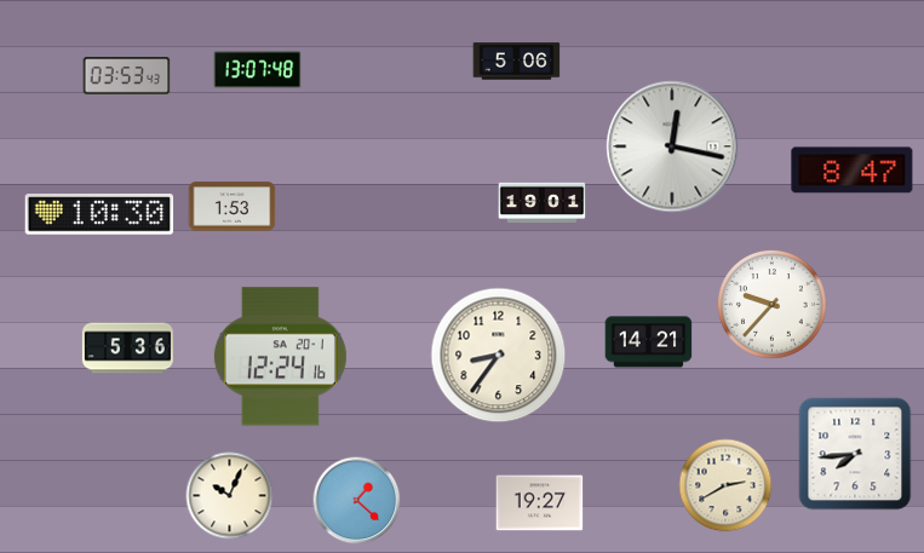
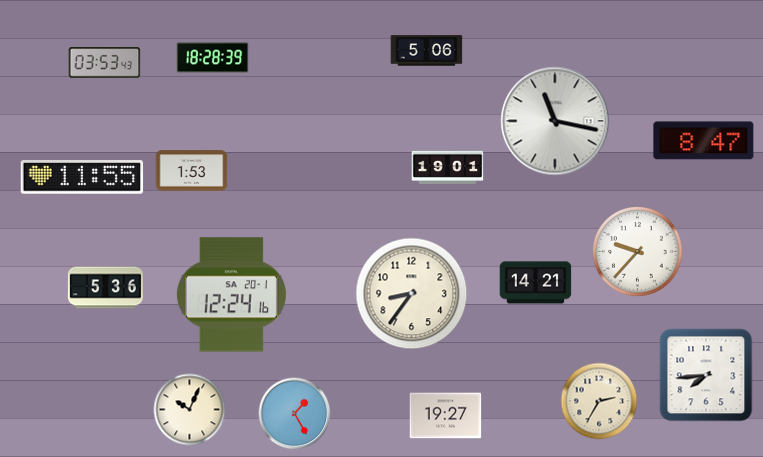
clock at (258, 70): 13:07 -> 18:28
clock at (672, 146): 12:17 -> 11:17
clock at (99, 214): 10:30 -> 11:55
clock at (725, 485): 2:40 -> 2:35
clock at (357, 501): 1:22 -> 1:25
